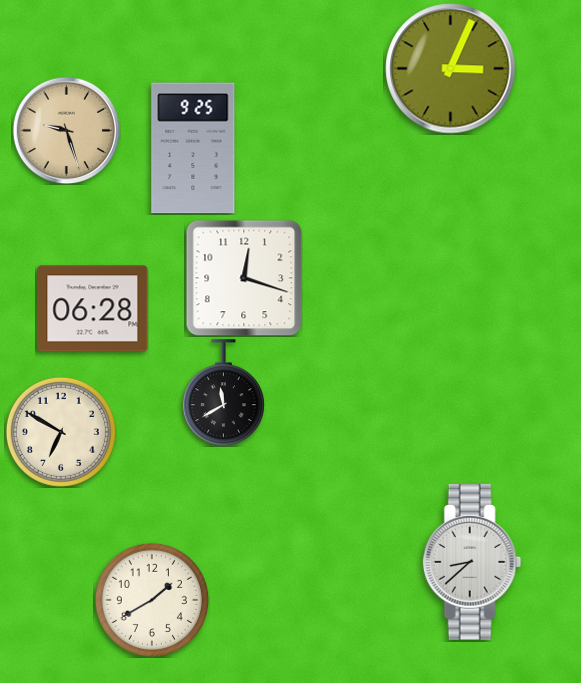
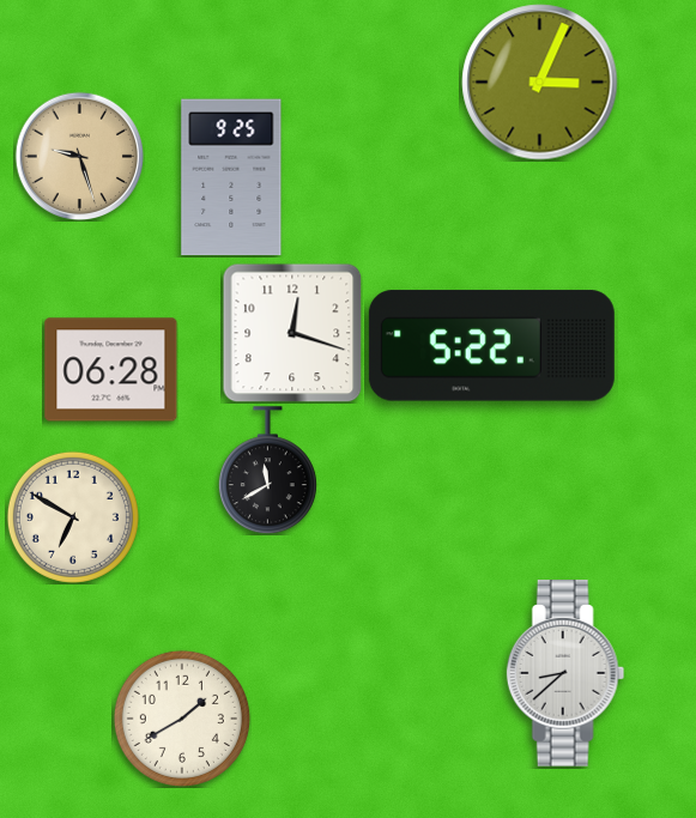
clock at (491, 346): none -> 5:22
